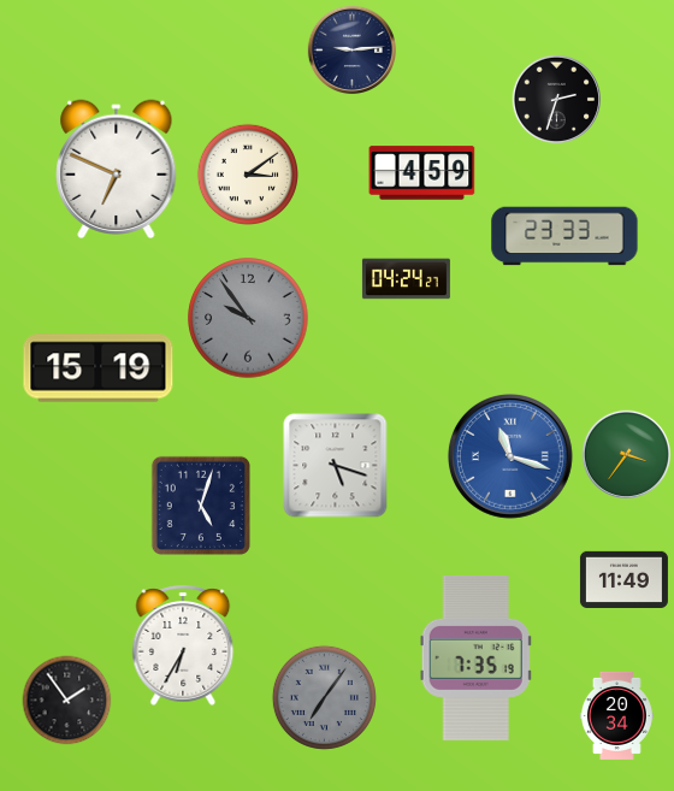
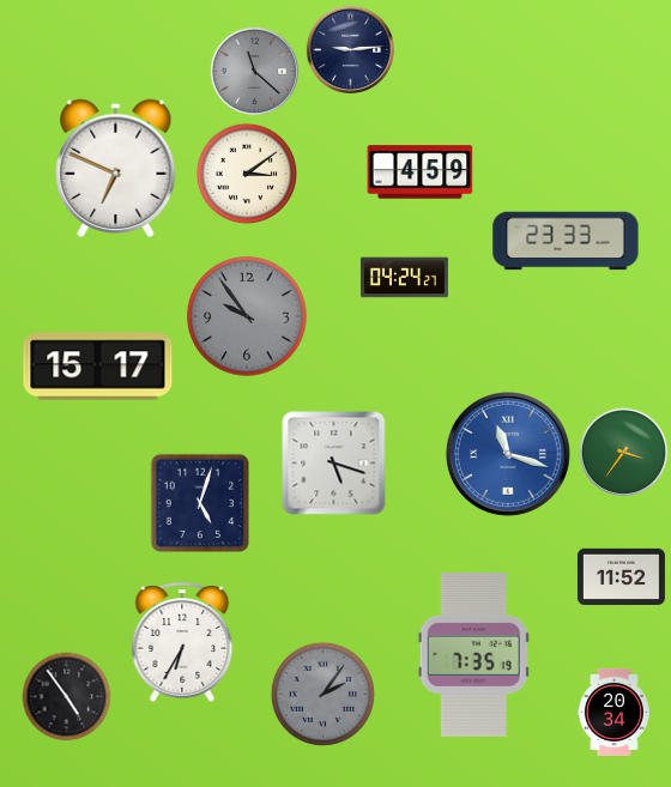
clock at (254, 71): none -> 11:22
clock at (556, 99): 2:33 -> none
clock at (564, 236) position: (564, 236) -> (566, 241)
clock at (99, 368): 15:19 -> 15:17
clock at (623, 579): 11:49 -> 11:52
clock at (324, 697): 7:06 -> 2:06
clock at (67, 701): 1:54 -> 4:54
